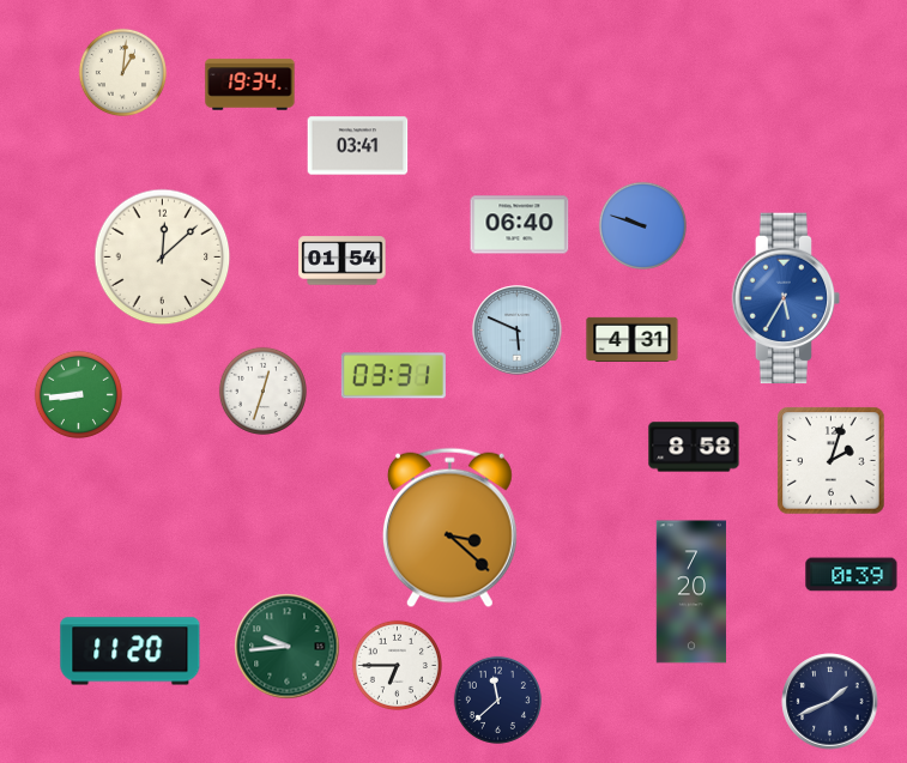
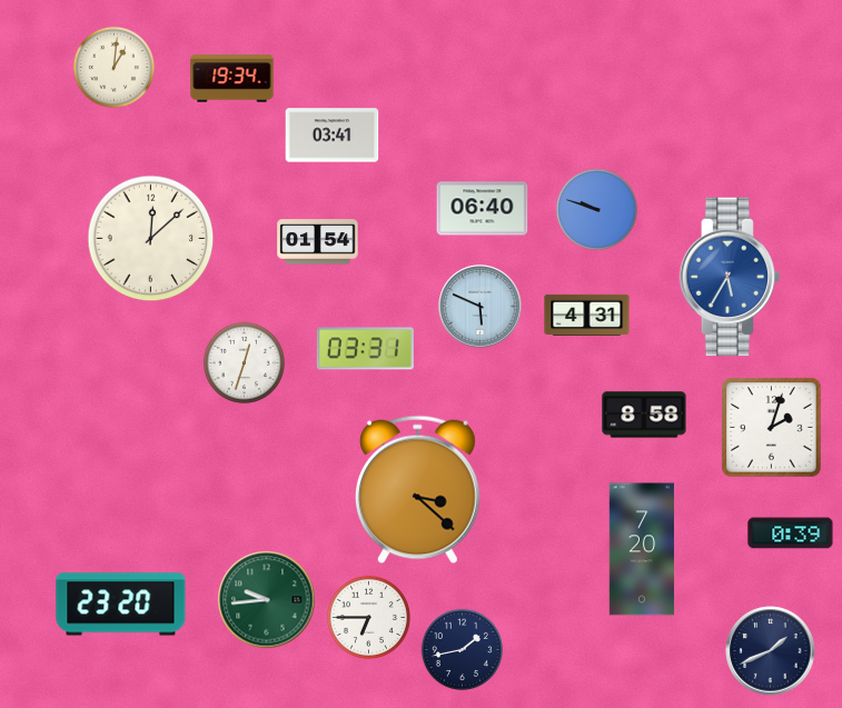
clock at (78, 394): 8:44 -> none
clock at (131, 652): 11:20 -> 23:20
clock at (497, 700): 11:38 -> 1:43
